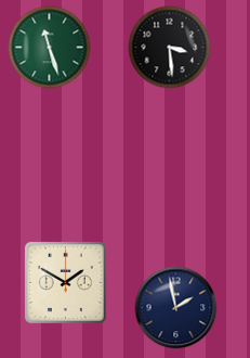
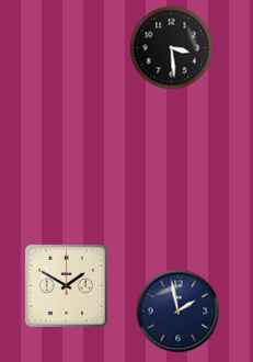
clock at (50, 48): 11:27 -> none
